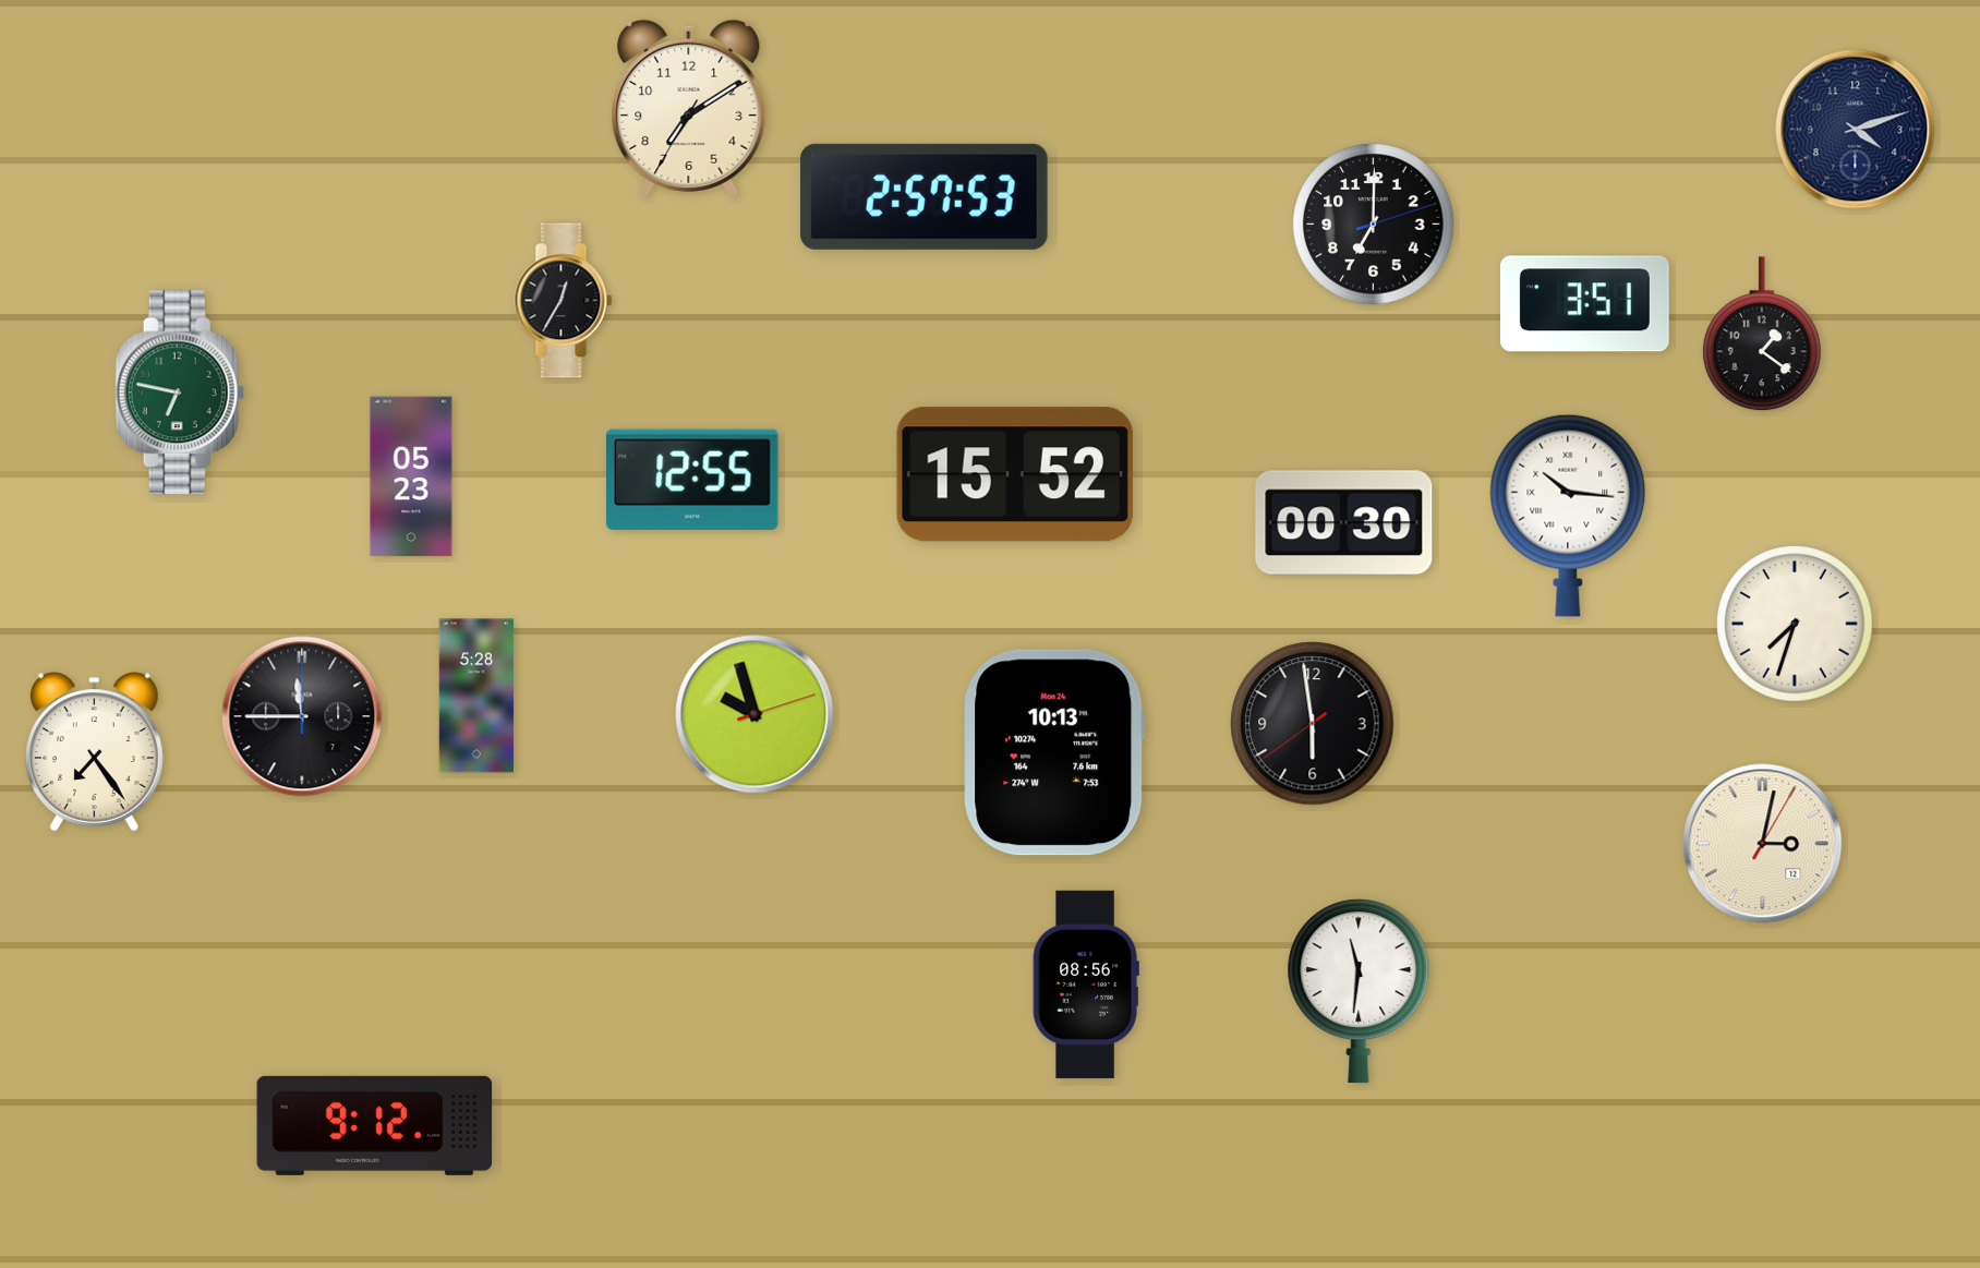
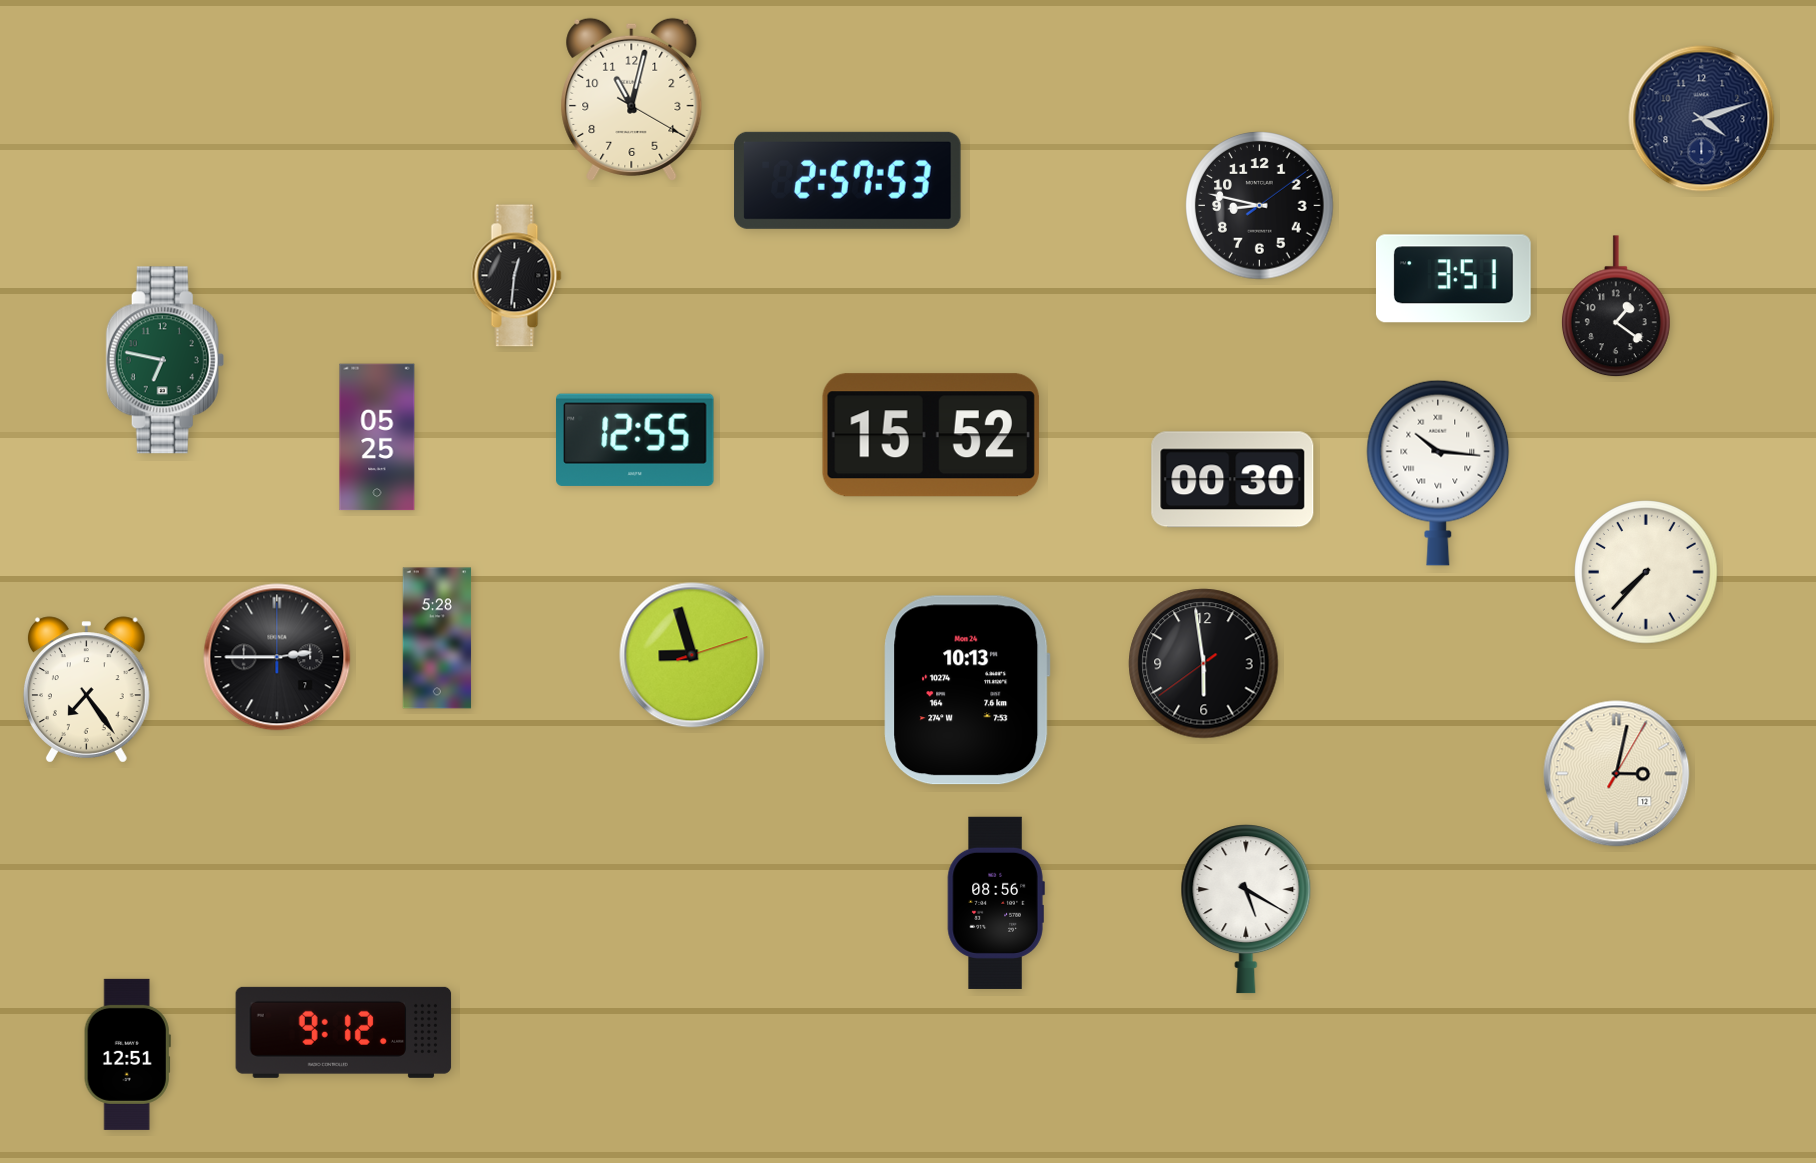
clock at (689, 108): 7:09 -> 11:02
clock at (1374, 225): 7:00 -> 8:47
clock at (564, 301): 12:35 -> 12:31
clock at (411, 476): 05:23 -> 05:25
clock at (1795, 624): 7:33 -> 7:37
clock at (754, 714): 9:57 -> 8:57
clock at (302, 716): 11:45 -> 2:45
clock at (1359, 991): 11:31 -> 5:20
clock at (127, 1054): none -> 12:51
